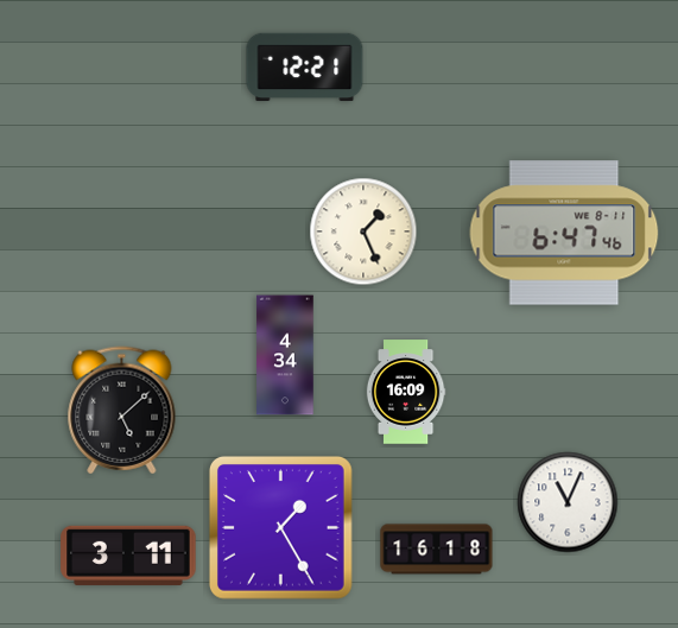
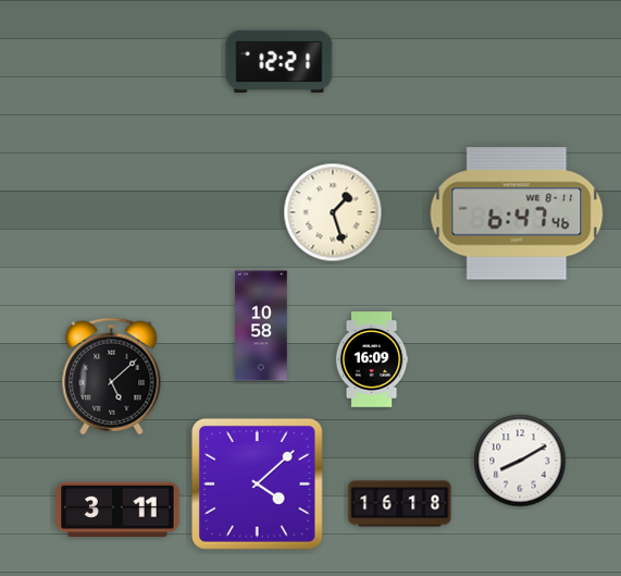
clock at (363, 231): 1:26 -> 1:27
clock at (285, 355): 4:34 -> 10:58
clock at (568, 502): 11:04 -> 8:10
clock at (281, 528): 1:25 -> 4:08
